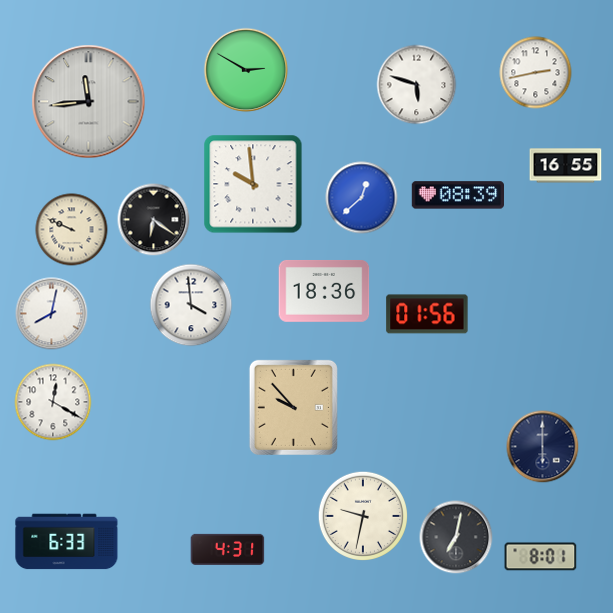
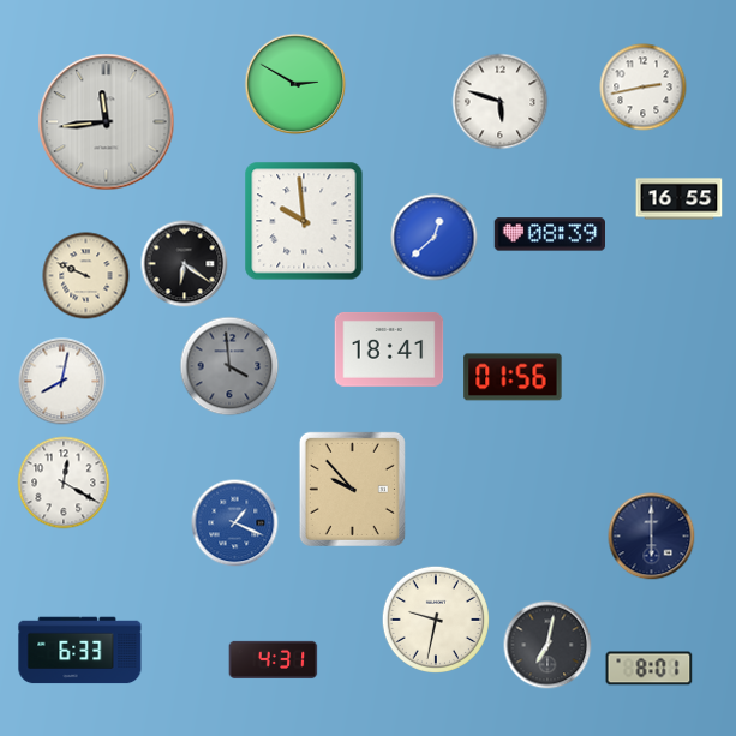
clock at (324, 291): 18:36 -> 18:41
clock at (191, 305) dial: white -> grey
clock at (52, 314) position: (52, 314) -> (62, 382)
clock at (235, 523): none -> 1:19
